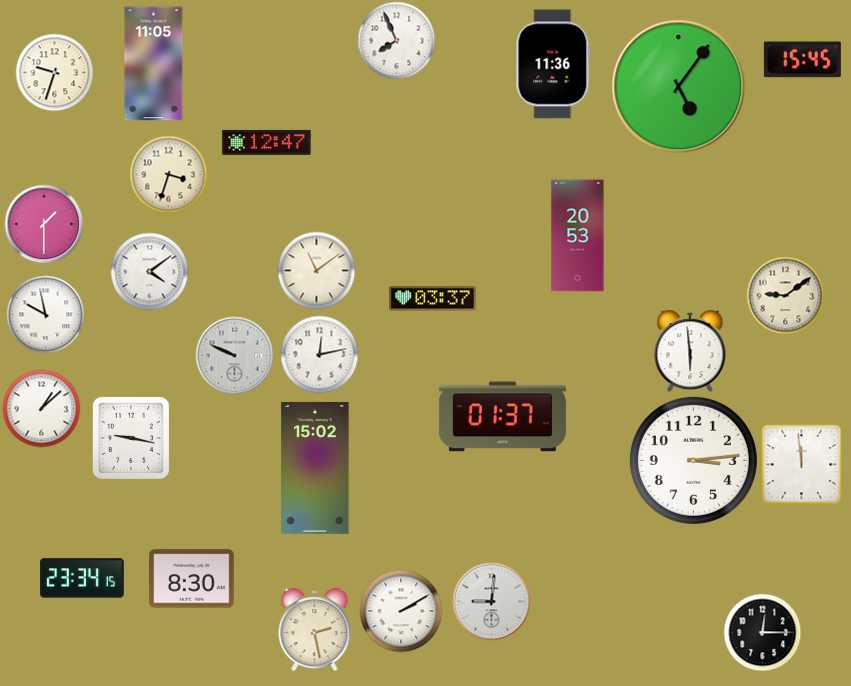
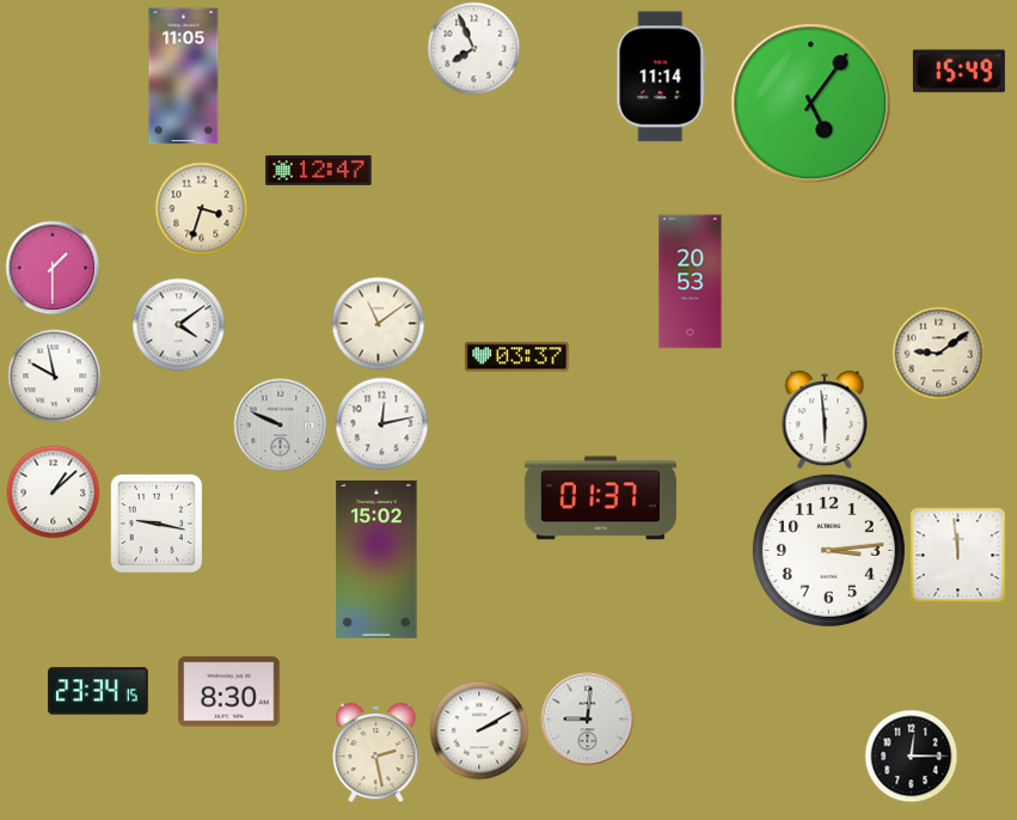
clock at (802, 60): 15:45 -> 15:49
clock at (553, 64): 11:36 -> 11:14
clock at (54, 72): 9:33 -> none
clock at (41, 408) position: (41, 408) -> (53, 491)
